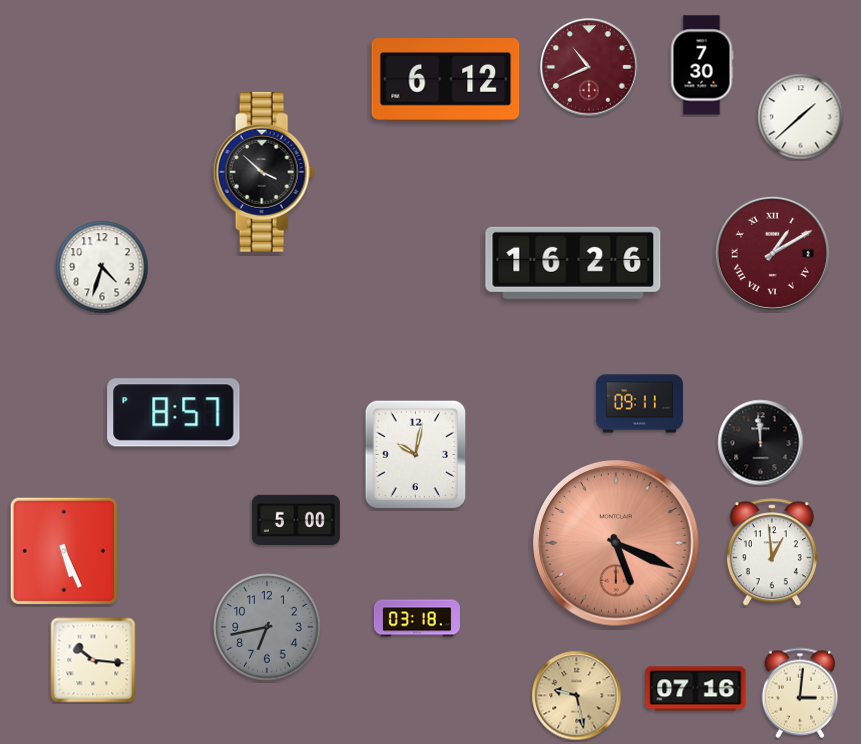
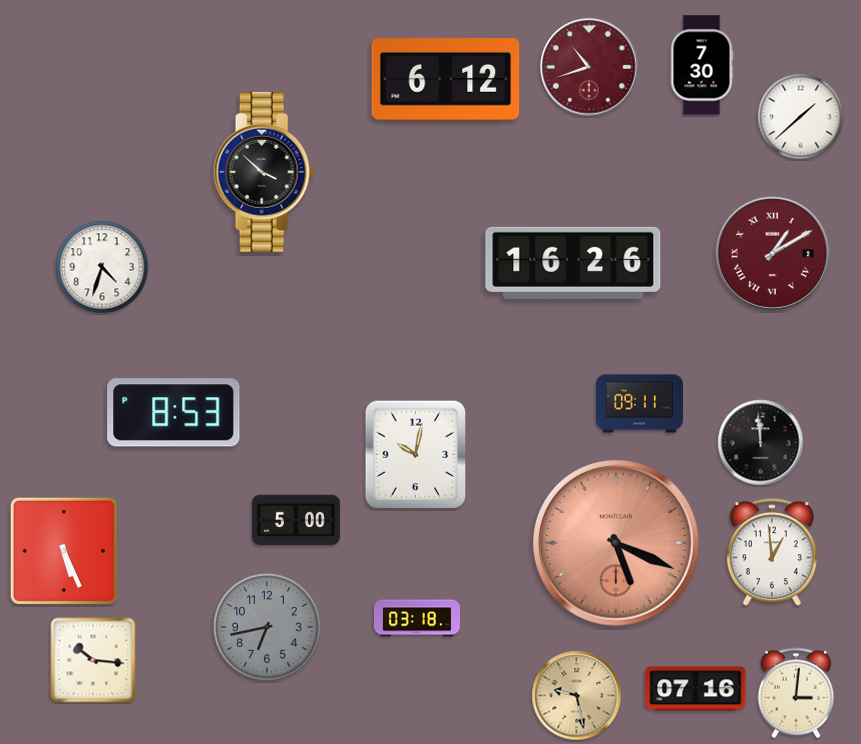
clock at (589, 67): 10:41 -> 10:42
clock at (174, 413): 8:57 -> 8:53
clock at (800, 693) position: (800, 693) -> (796, 693)
